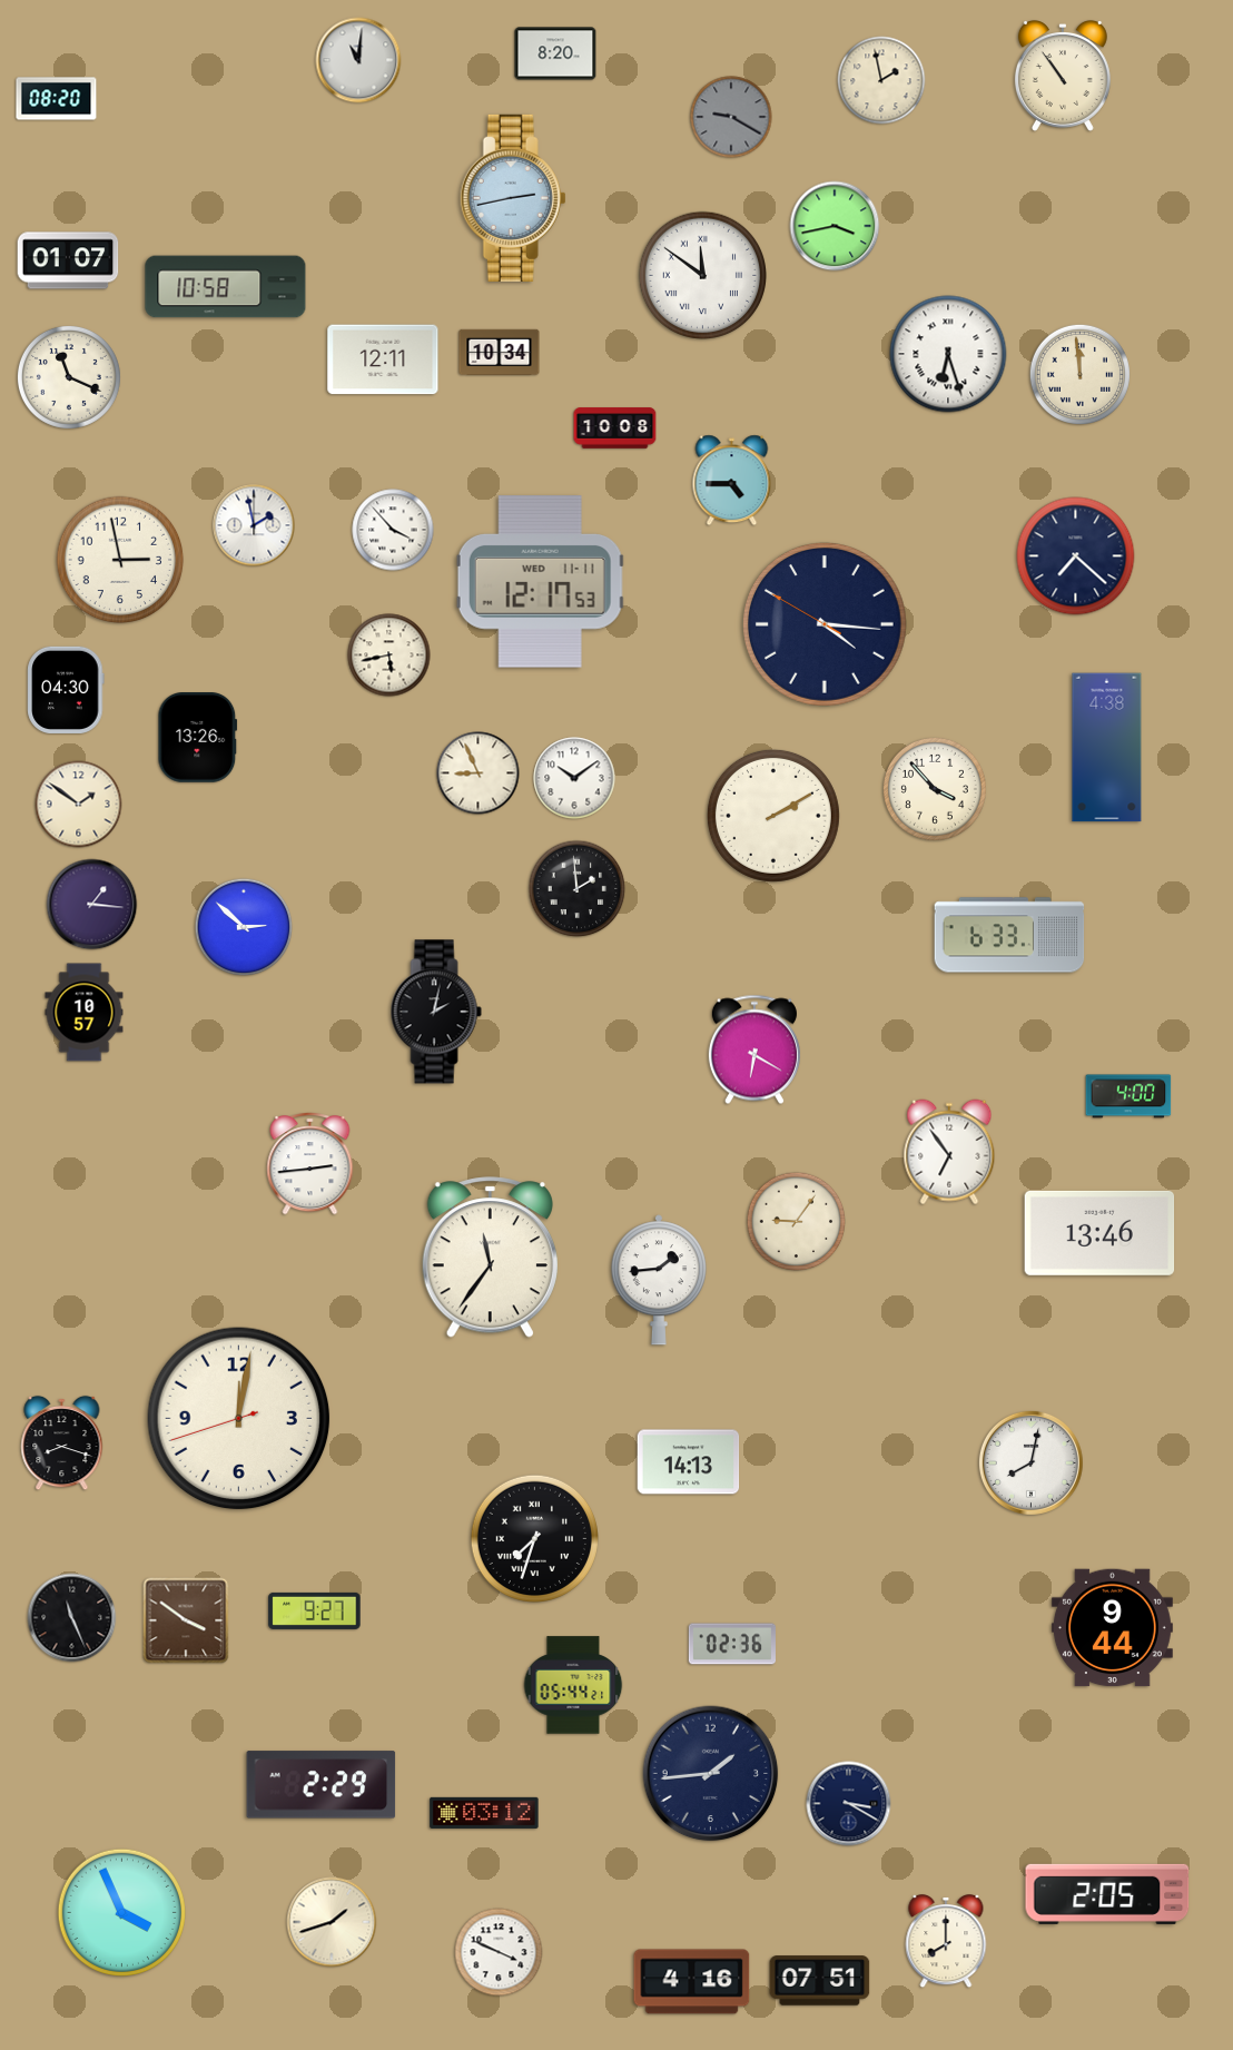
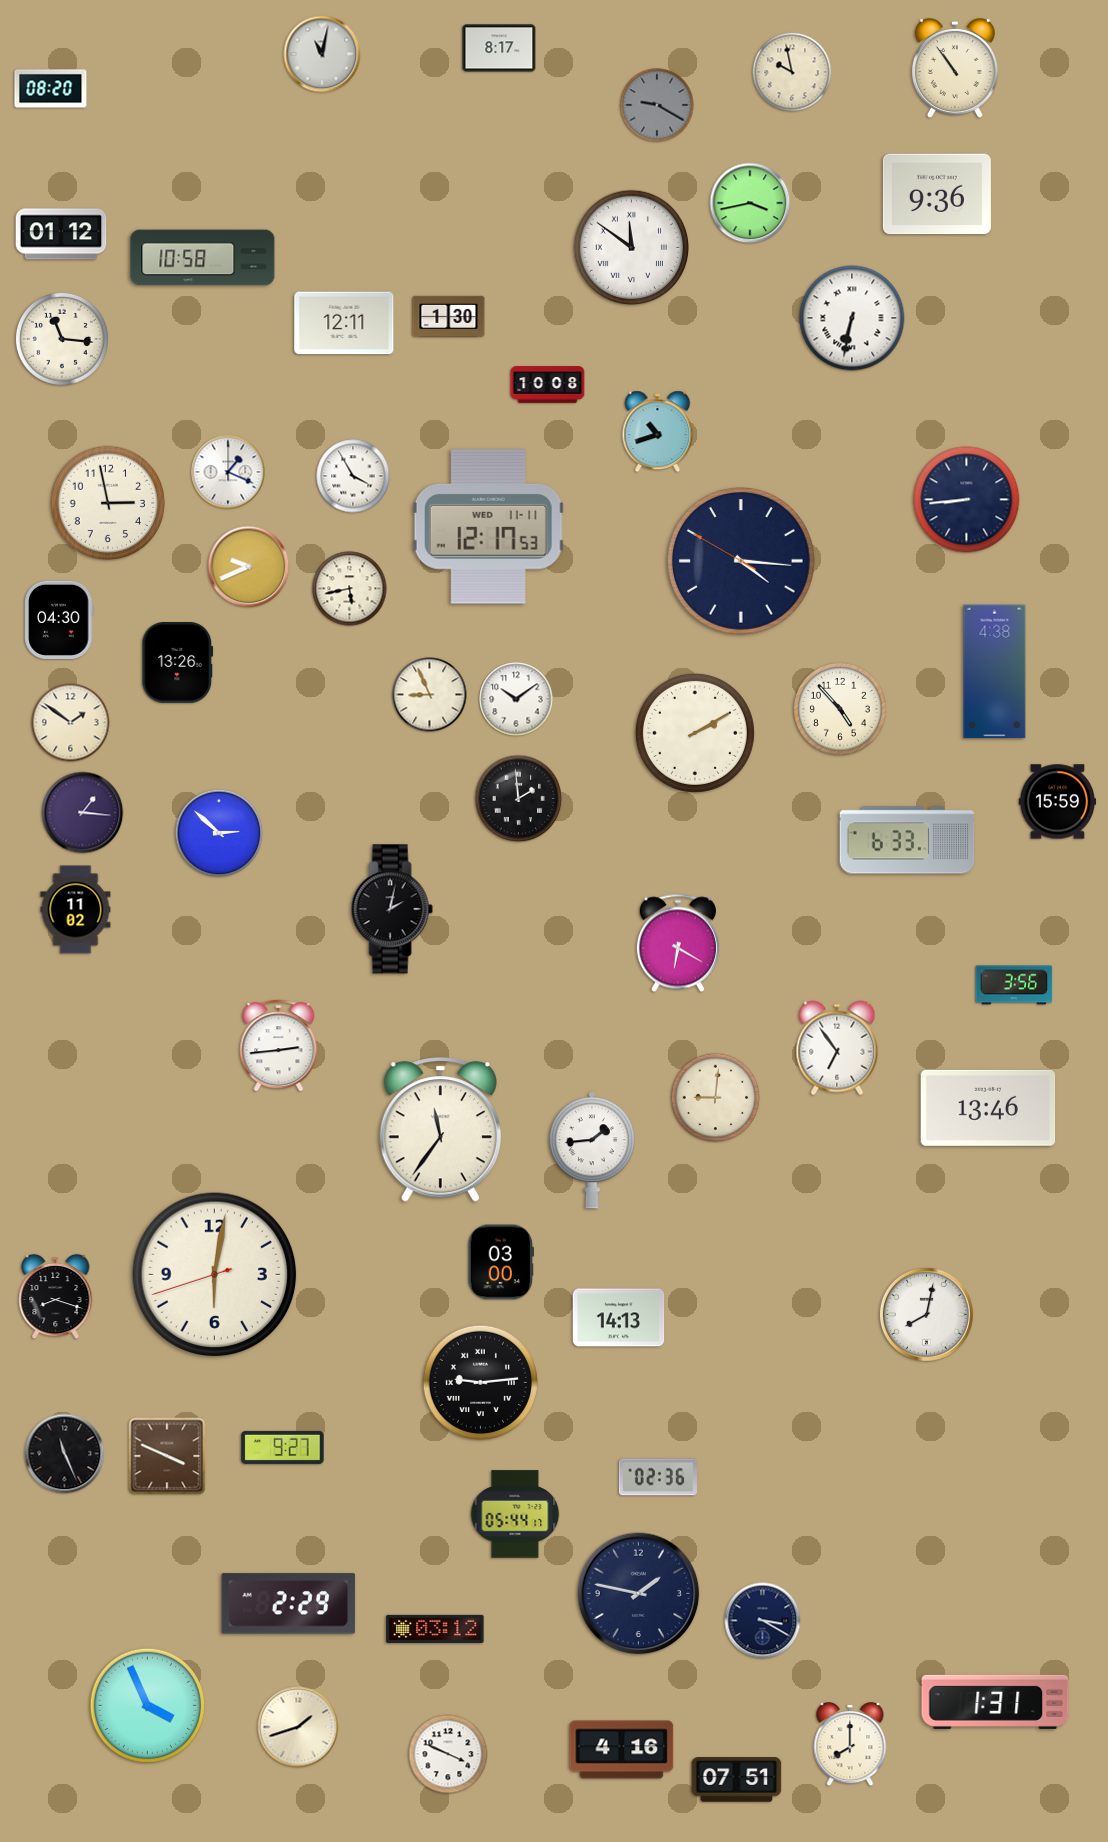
clock at (555, 53): 8:20 -> 8:17
clock at (358, 60): 11:01 -> 11:02
clock at (881, 80): 1:58 -> 9:58
clock at (513, 198): 2:43 -> none
clock at (937, 194): none -> 9:36
clock at (68, 260): 01:07 -> 01:12
clock at (500, 352): 10:34 -> 1:30
clock at (948, 354): 6:27 -> 6:32
clock at (1079, 374): 11:59 -> none
clock at (69, 377): 11:19 -> 11:16
clock at (615, 428) position: (615, 428) -> (548, 385)
clock at (732, 481): 4:45 -> 10:42
clock at (254, 525): 1:58 -> 1:19
clock at (393, 530): 3:53 -> 3:55
clock at (1076, 556): 7:22 -> 8:44
clock at (541, 582) position: (541, 582) -> (489, 527)
clock at (249, 567): none -> 9:41
clock at (935, 789): 3:53 -> 4:53
clock at (1058, 802): none -> 15:59
clock at (85, 1013): 10:57 -> 11:02
clock at (1128, 1096): 4:00 -> 3:56
clock at (949, 1152) position: (949, 1152) -> (837, 1048)
clock at (797, 1222): 9:06 -> 9:01
clock at (501, 1262): none -> 03:00
clock at (239, 1419): 12:01 -> 6:01
clock at (689, 1462) position: (689, 1462) -> (619, 1318)
clock at (534, 1538): 7:33 -> 9:14
clock at (186, 1620): 3:51 -> 3:49
clock at (1112, 1628): 9:44 -> none
clock at (573, 1685): 05:44:21 -> 05:44:17
clock at (711, 1774): 1:44 -> 1:47
clock at (1107, 1894): 2:05 -> 1:31
clock at (121, 1912) position: (121, 1912) -> (147, 1705)
clock at (692, 1982) position: (692, 1982) -> (622, 1750)
